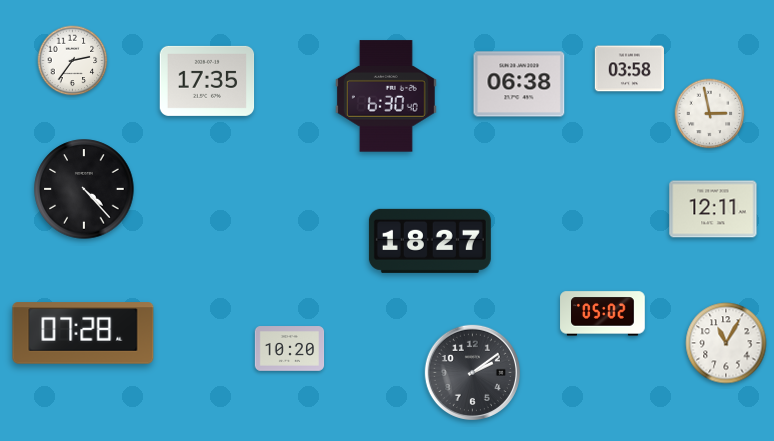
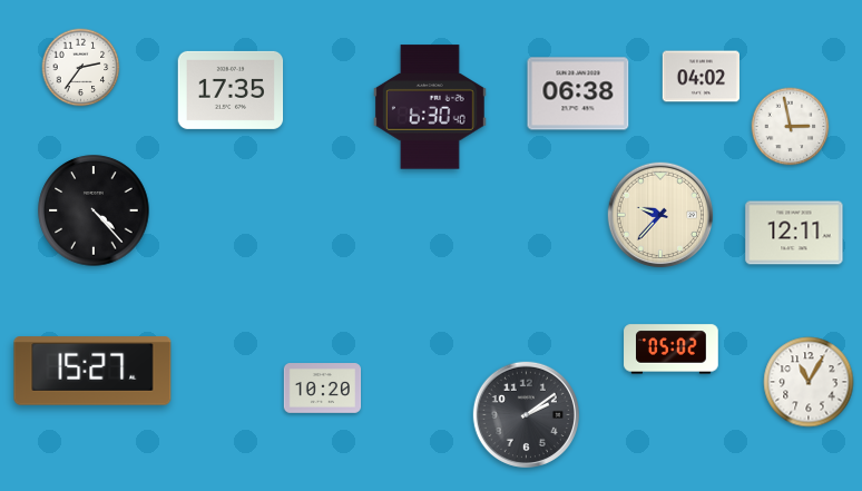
clock at (629, 69): 03:58 -> 04:02
clock at (660, 215): none -> 9:37
clock at (430, 241): 18:27 -> none
clock at (83, 333): 07:28 -> 15:27
